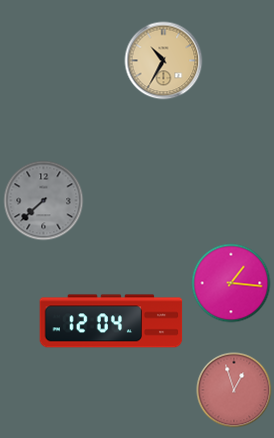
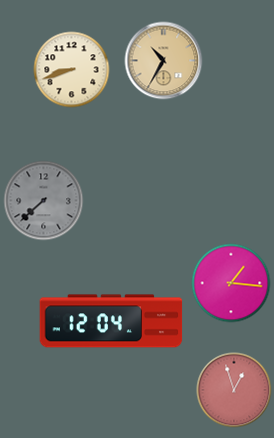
clock at (72, 70): none -> 8:42
